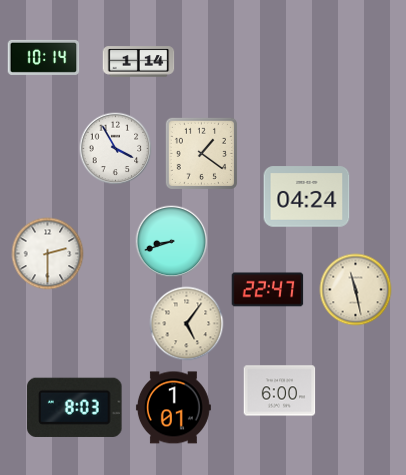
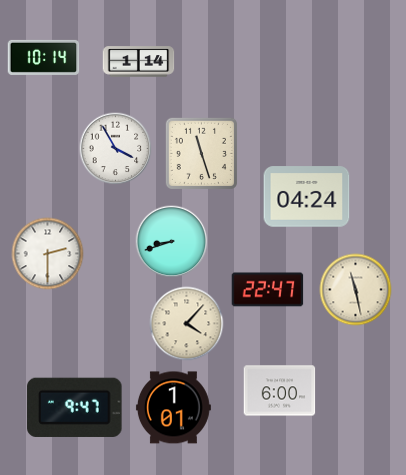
clock at (201, 153): 1:21 -> 11:27
clock at (187, 324): 5:06 -> 4:07
clock at (75, 407): 8:03 -> 9:47
